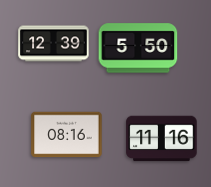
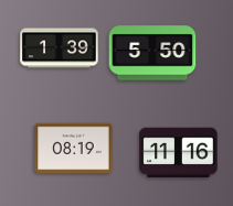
clock at (54, 44): 12:39 -> 1:39
clock at (67, 135): 08:16 -> 08:19
